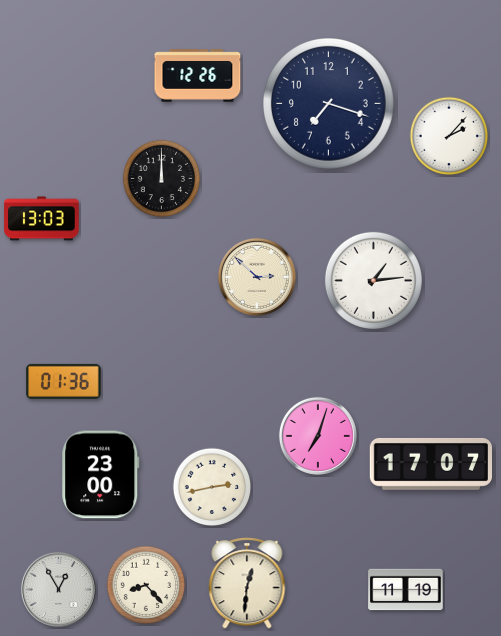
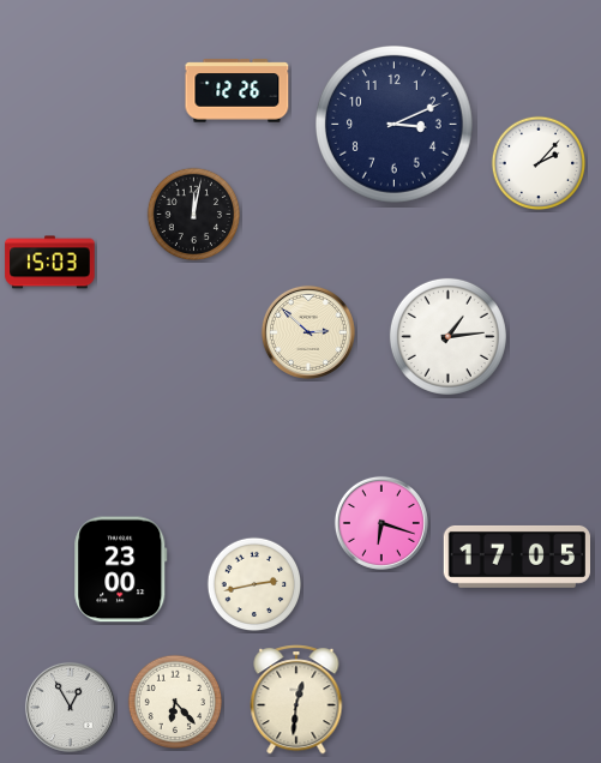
clock at (329, 104): 7:18 -> 3:11
clock at (162, 179): 12:00 -> 12:02
clock at (42, 219): 13:03 -> 15:03
clock at (64, 381): 01:36 -> none
clock at (318, 436): 7:03 -> 6:18
clock at (430, 464): 17:07 -> 17:05
clock at (146, 585): 8:23 -> 6:23
clock at (406, 590): 11:19 -> none
